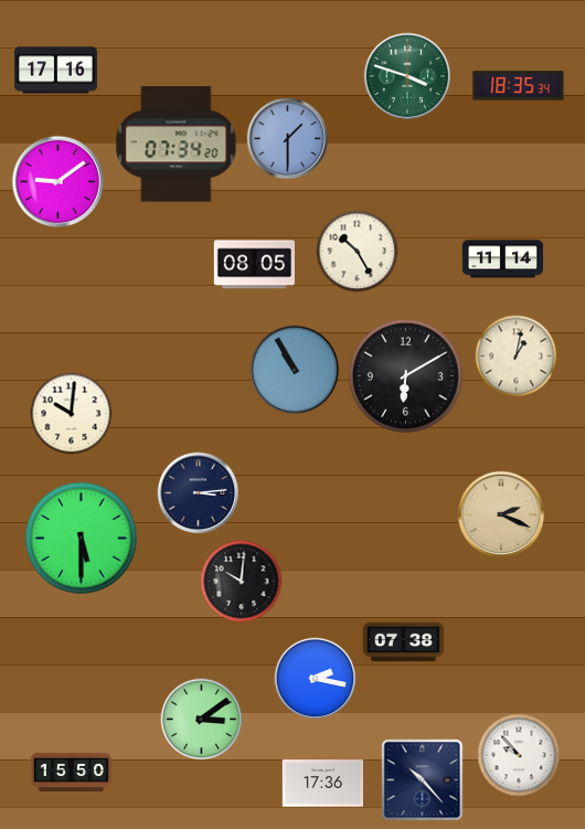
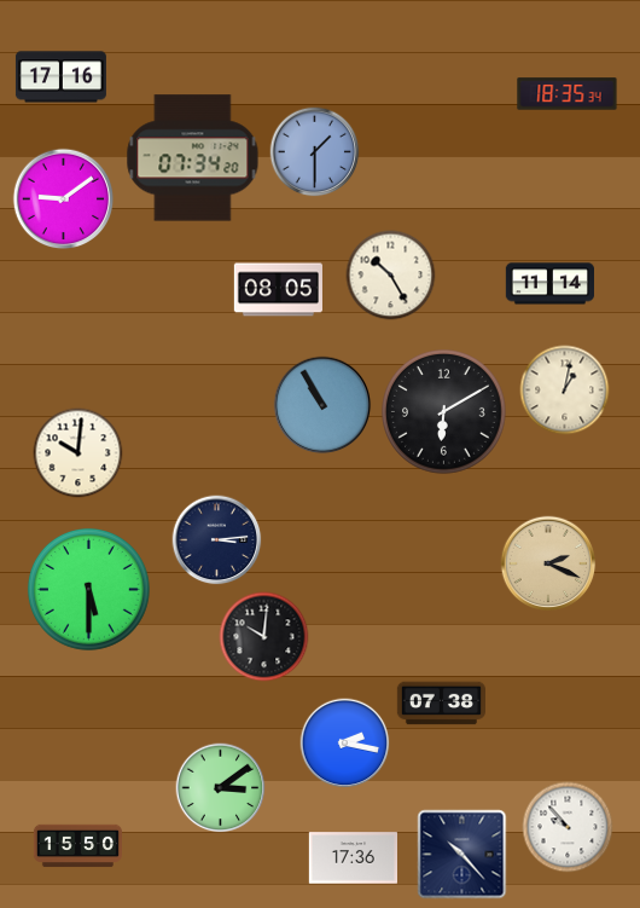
clock at (407, 76): 3:48 -> none
